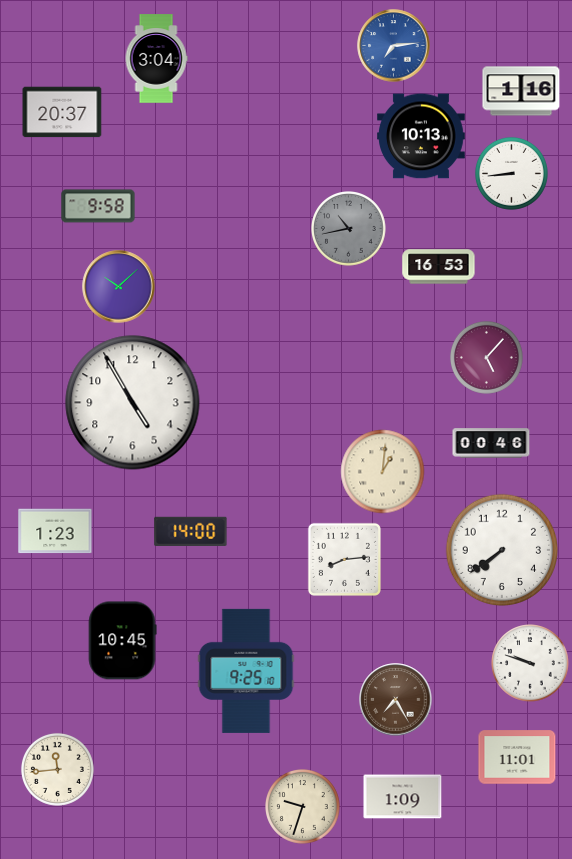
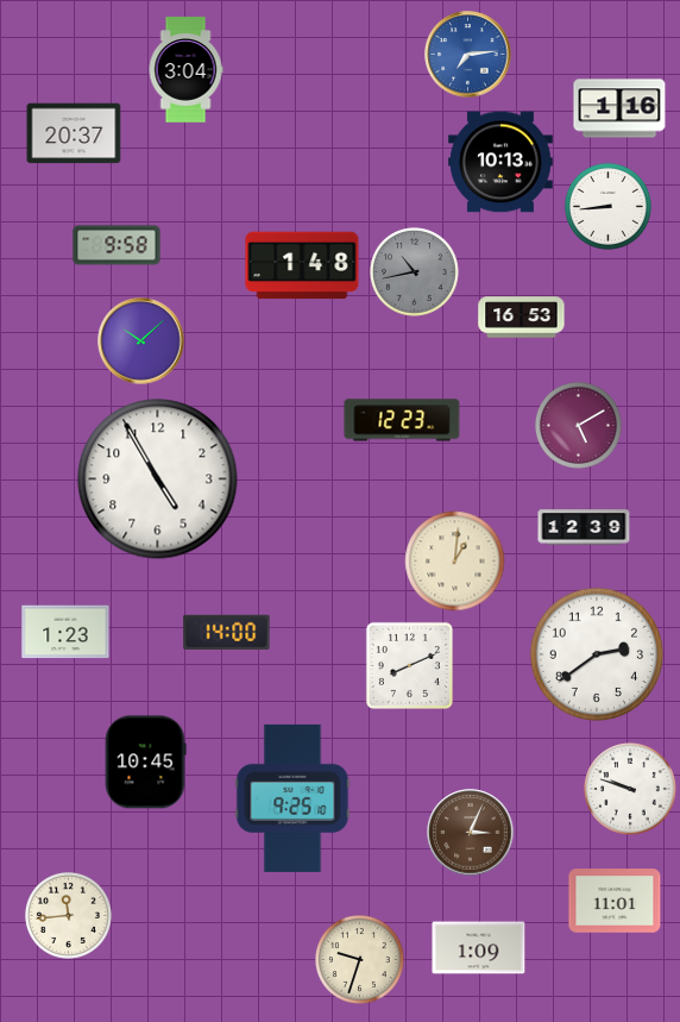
clock at (302, 265): none -> 1:48
clock at (402, 420): none -> 12:23
clock at (486, 357): 5:07 -> 5:10
clock at (491, 443): 00:46 -> 12:39
clock at (501, 549): 7:39 -> 2:39
clock at (344, 559): 8:14 -> 8:11
clock at (396, 700): 7:25 -> 3:04
